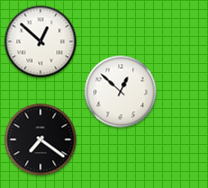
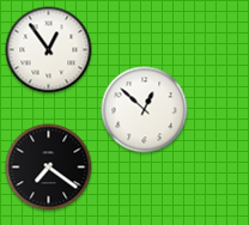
clock at (41, 42): 12:52 -> 12:54
